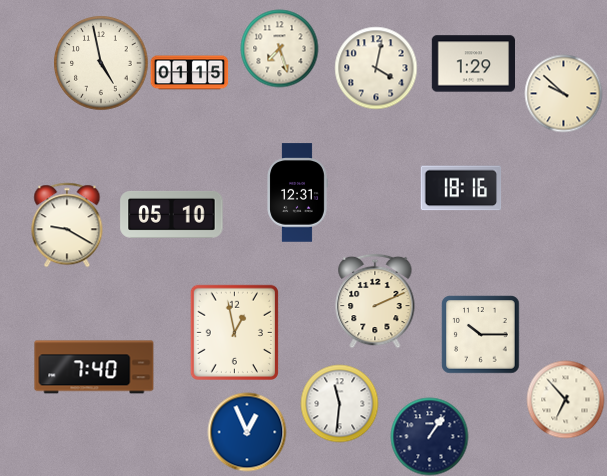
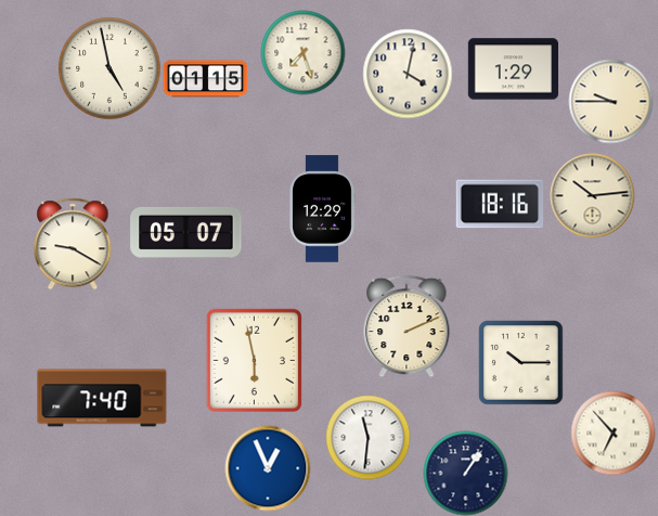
clock at (563, 93): 9:52 -> 9:45
clock at (592, 195): none -> 10:14
clock at (297, 193): 12:31 -> 12:29
clock at (172, 214): 05:10 -> 05:07
clock at (234, 332): 12:58 -> 5:58
